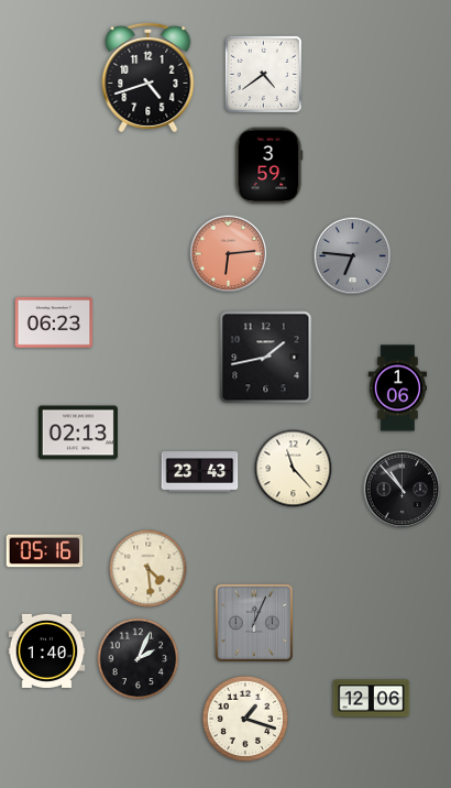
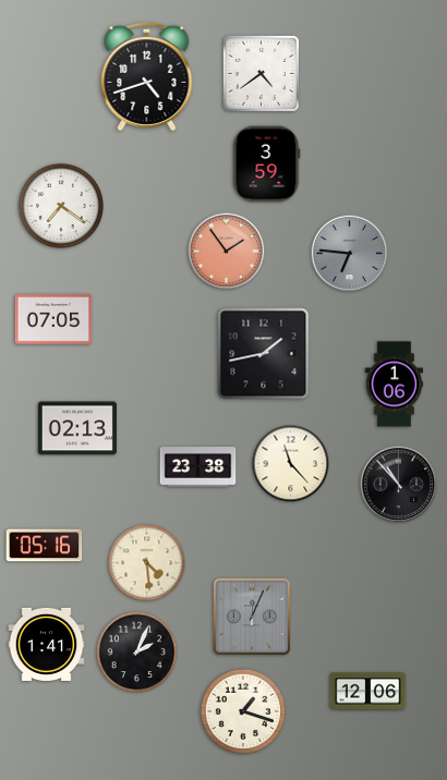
clock at (61, 206): none -> 7:21
clock at (229, 254): 6:14 -> 1:54
clock at (54, 322): 06:23 -> 07:05
clock at (200, 472): 23:43 -> 23:38
clock at (47, 650): 1:40 -> 1:41
